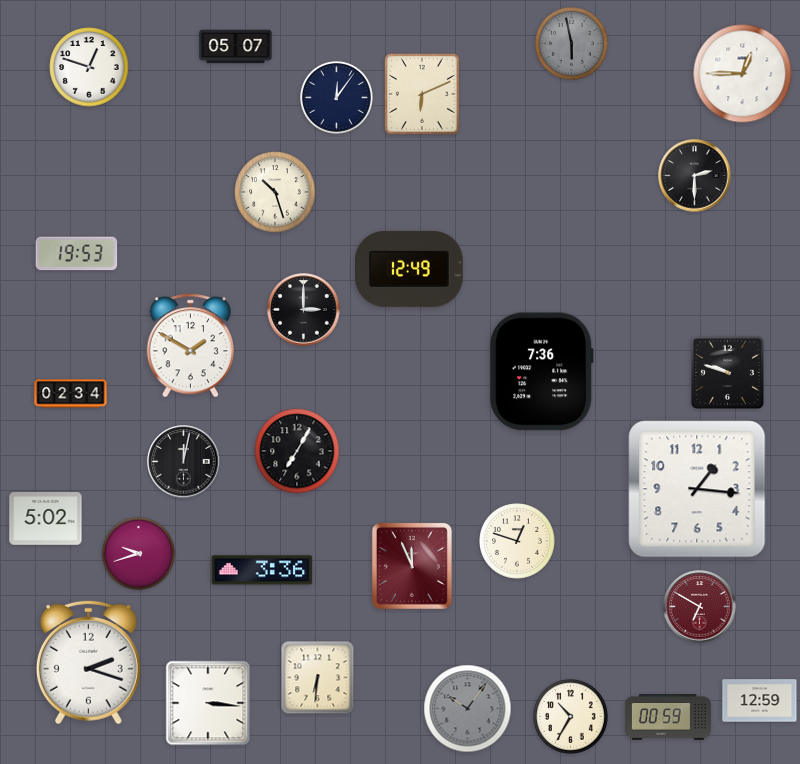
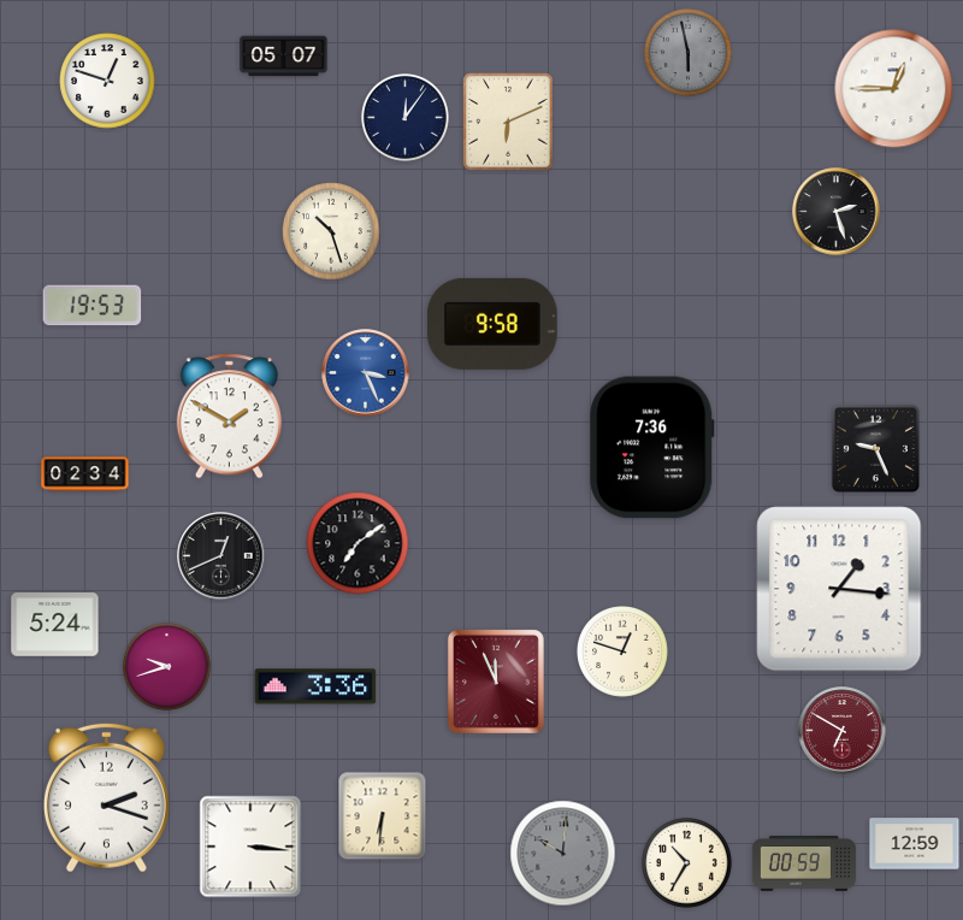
clock at (422, 94) position: (422, 94) -> (508, 122)
clock at (695, 176): 2:30 -> 2:27
clock at (410, 269): 12:49 -> 9:58
clock at (304, 310): 3:00 -> 3:26
clock at (304, 310) dial: black -> blue
clock at (727, 372): 9:48 -> 9:26
clock at (297, 451): 7:05 -> 7:09
clock at (184, 462): 12:02 -> 12:41
clock at (46, 519): 5:02 -> 5:24
clock at (468, 709): 10:06 -> 10:01
